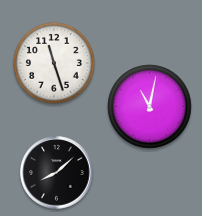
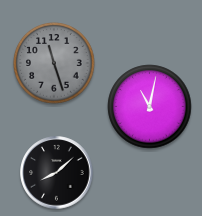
clock at (54, 63) dial: white -> grey
